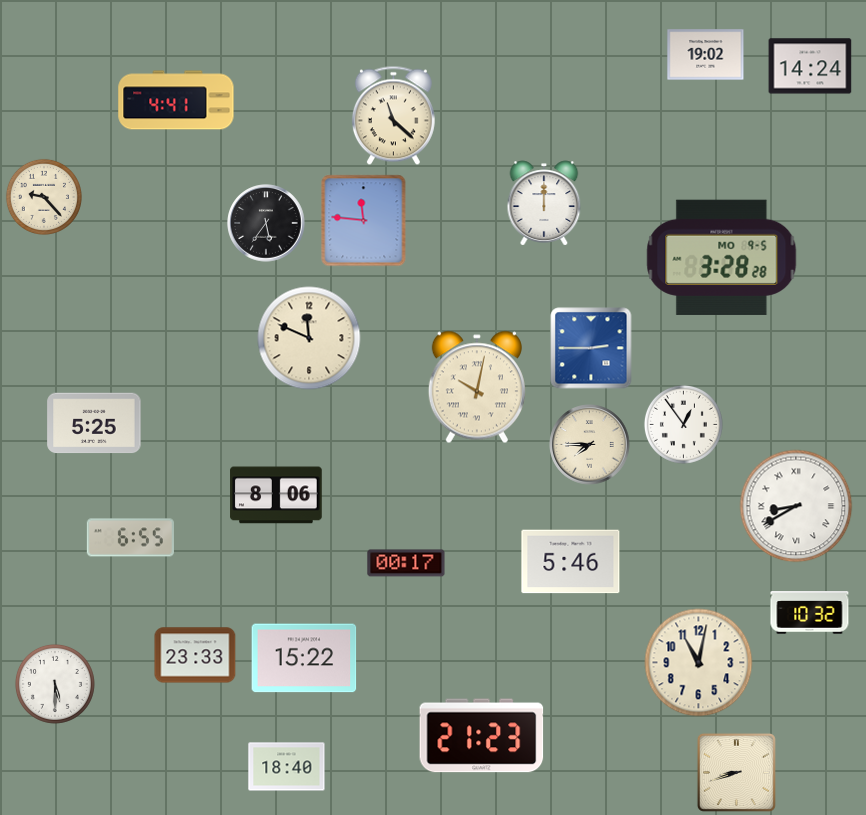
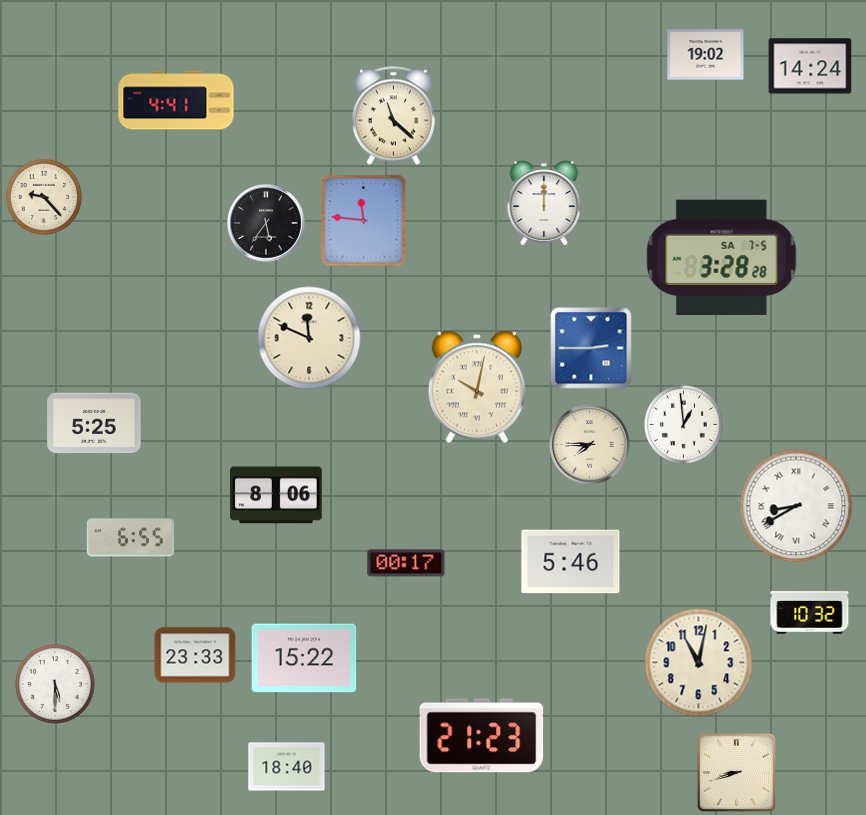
clock at (722, 257) date: MO 9-5 -> SA 7-5
clock at (683, 424): 12:54 -> 12:59
